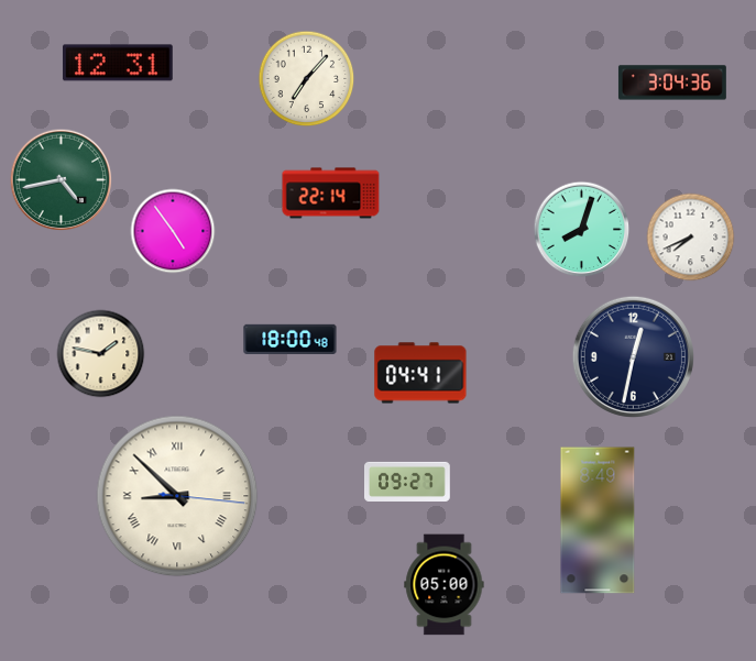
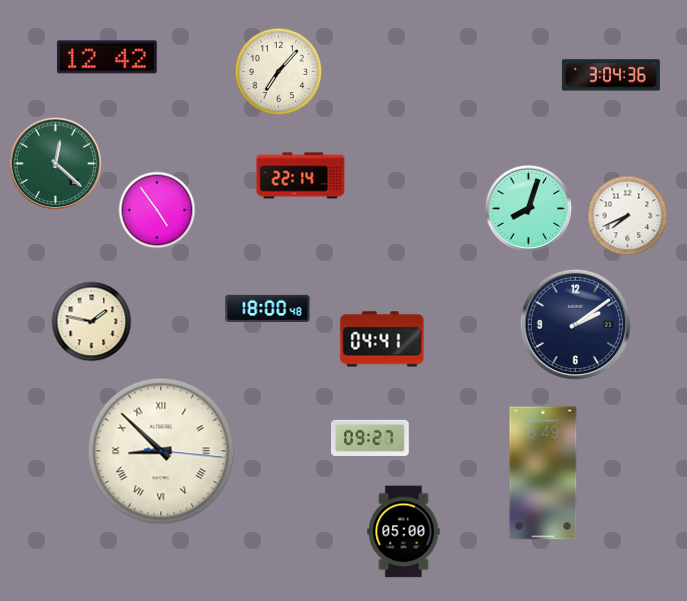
clock at (118, 63): 12:31 -> 12:42
clock at (62, 180): 4:43 -> 12:22
clock at (291, 339) position: (291, 339) -> (268, 308)
clock at (633, 356): 12:32 -> 2:09
